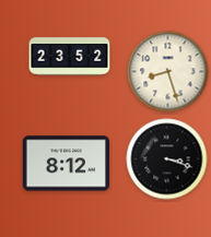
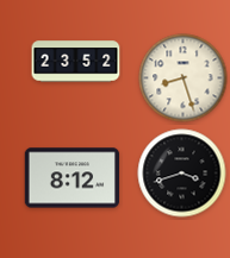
clock at (167, 159): 3:18 -> 3:42
